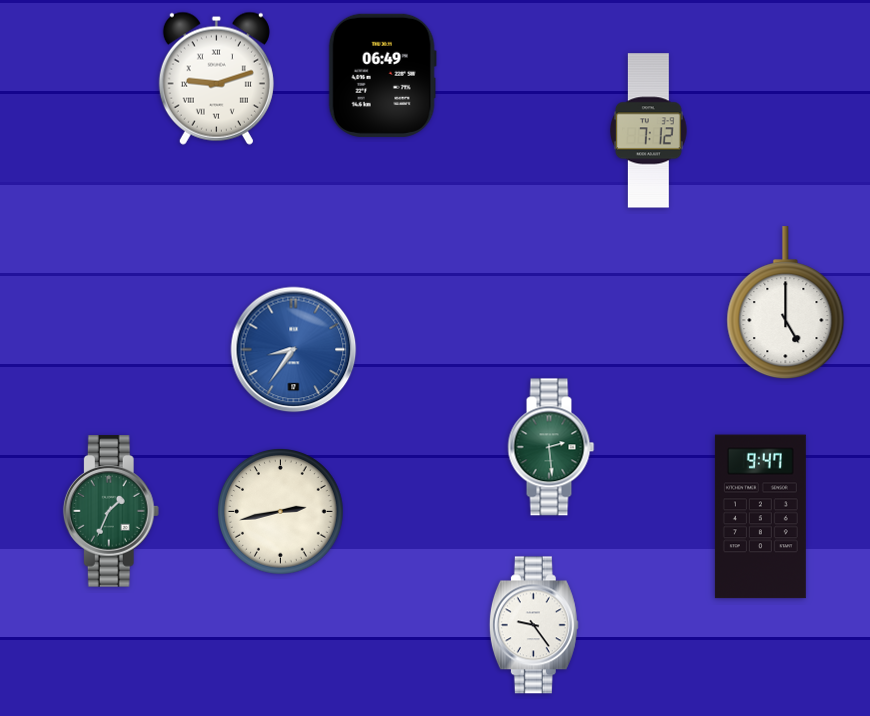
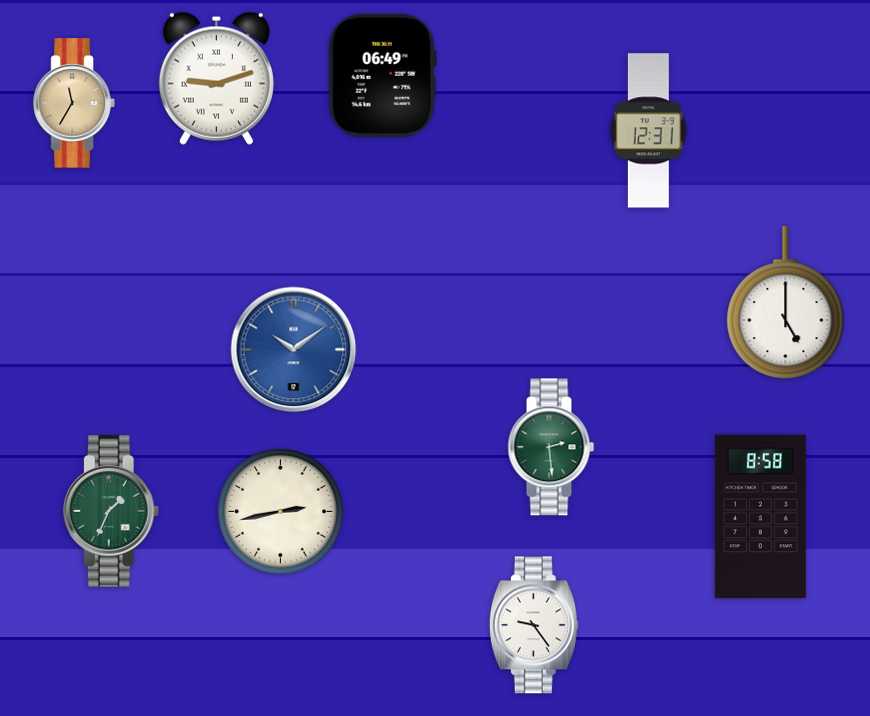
clock at (74, 103): none -> 11:35
clock at (649, 131): 7:12 -> 12:31
clock at (294, 350): 8:36 -> 10:09
clock at (760, 517): 9:47 -> 8:58
